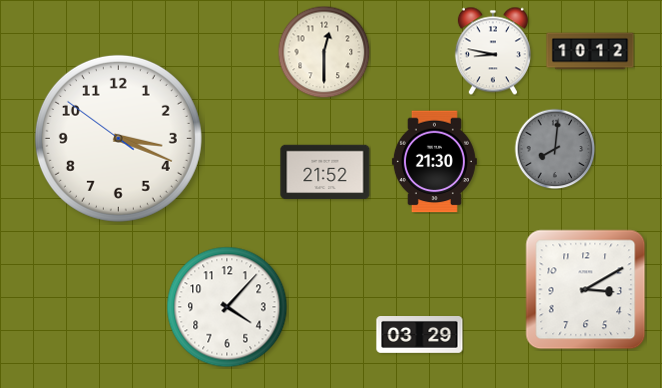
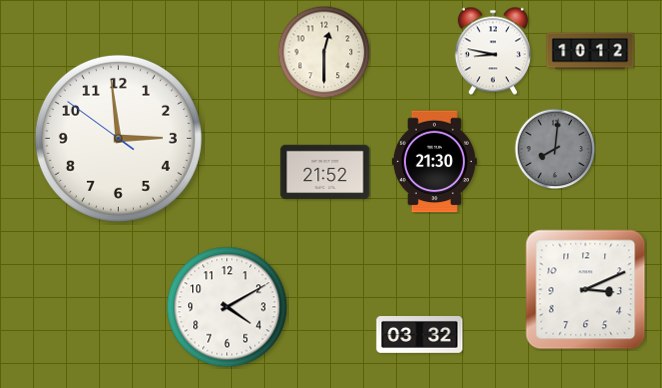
clock at (118, 138): 3:18 -> 2:58
clock at (586, 290): 3:10 -> 3:11
clock at (227, 307): 4:07 -> 4:10
clock at (420, 335): 03:29 -> 03:32
